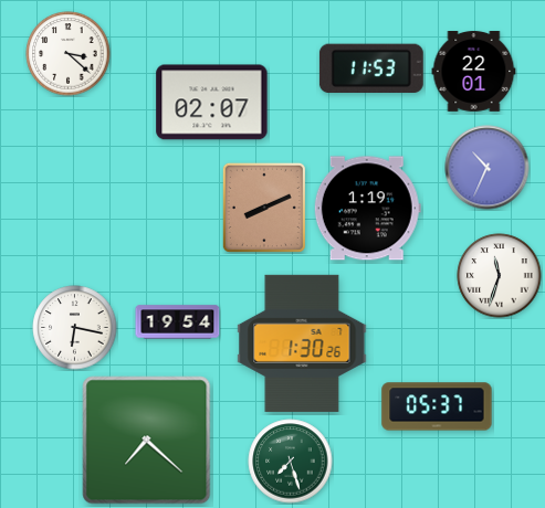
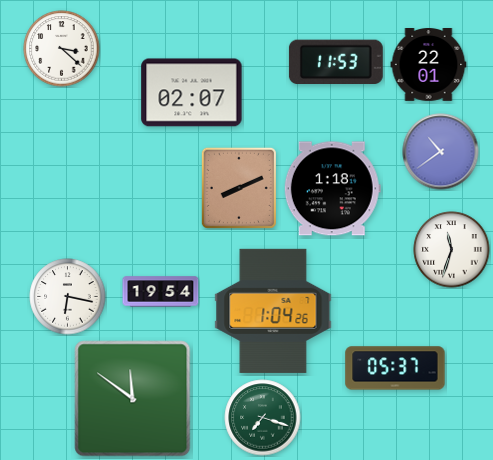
clock at (488, 168): 10:34 -> 10:39
clock at (367, 209): 1:19 -> 1:18
clock at (302, 343): 1:30 -> 1:04
clock at (147, 441): 7:22 -> 11:51
clock at (291, 462): 7:27 -> 7:18
